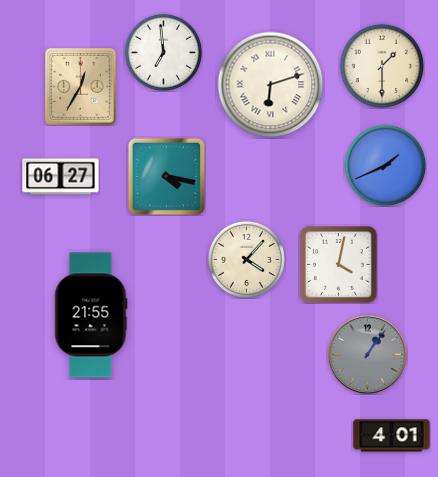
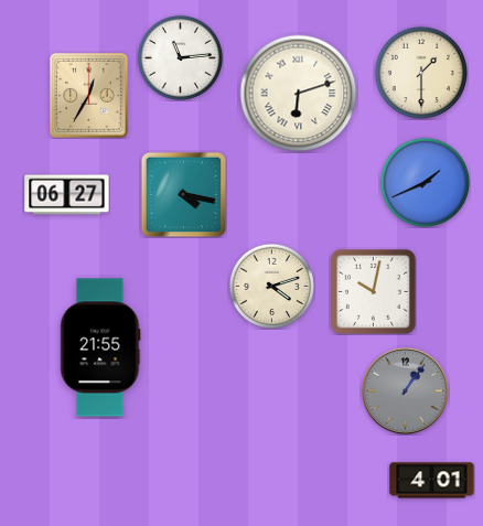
clock at (163, 52): 6:59 -> 11:14
clock at (246, 259): 4:07 -> 4:12
clock at (339, 265): 4:02 -> 10:02
